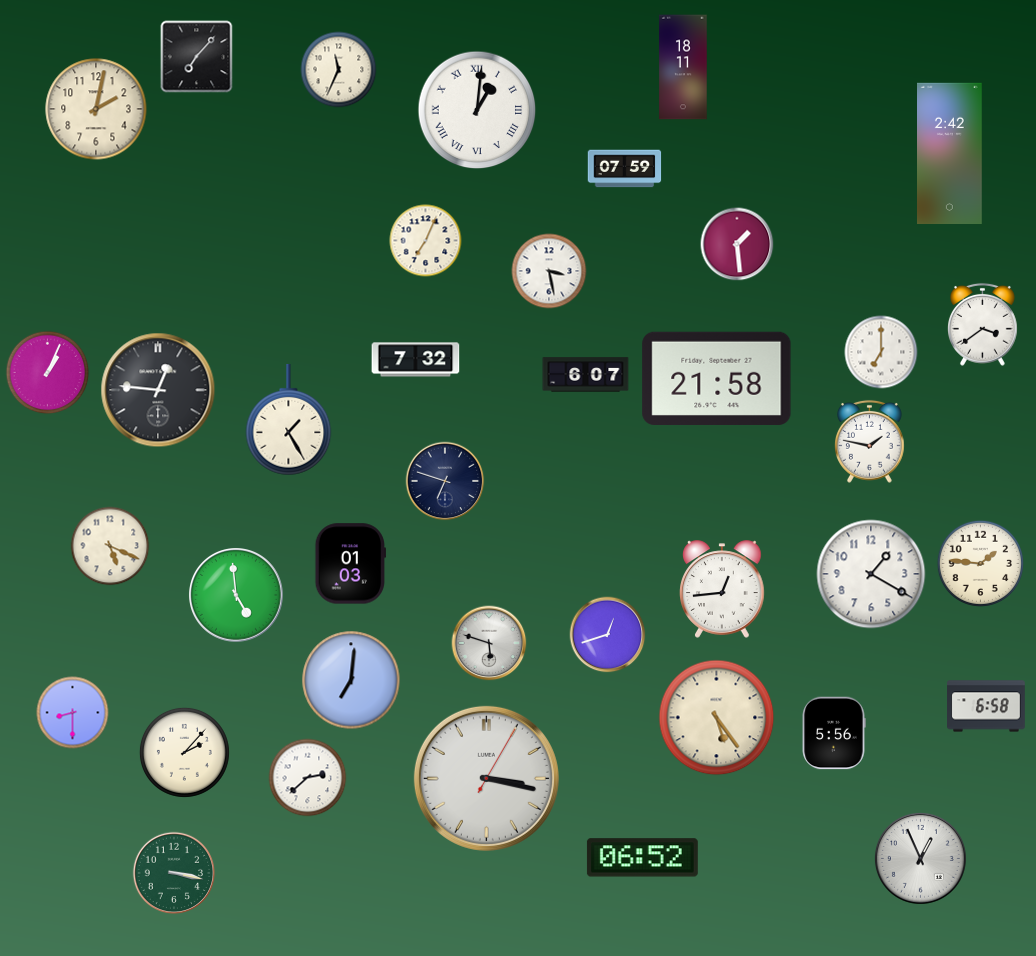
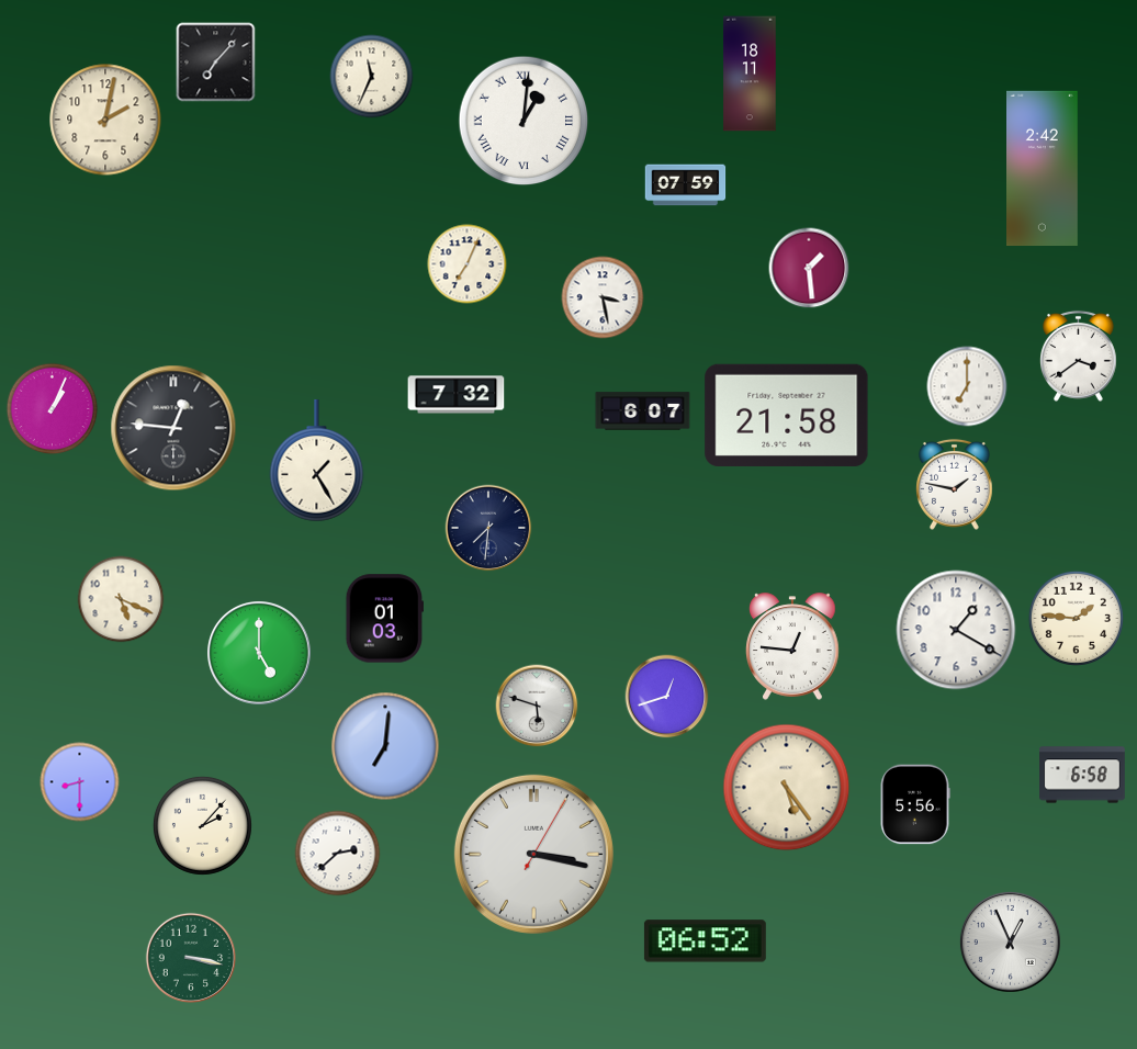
clock at (445, 481): 6:48 -> 7:31
clock at (722, 589): 12:44 -> 12:46
clock at (237, 596): 4:59 -> 5:00
